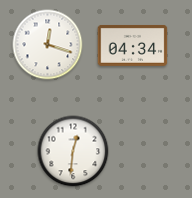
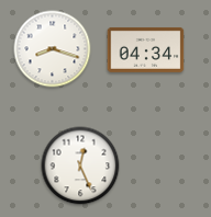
clock at (48, 45): 12:18 -> 8:18
clock at (73, 151): 12:31 -> 12:26
